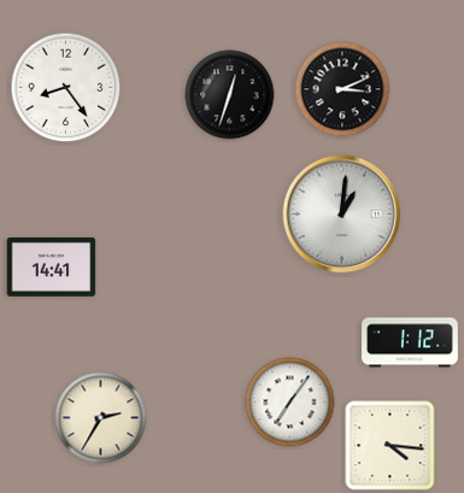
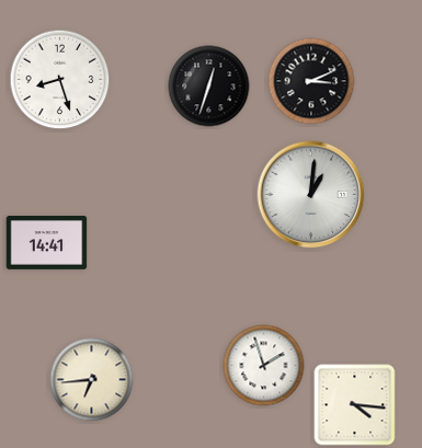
clock at (66, 88): 8:24 -> 8:27
clock at (410, 342): 1:12 -> none
clock at (290, 403): 7:06 -> 1:57
clock at (101, 418): 2:35 -> 6:44
